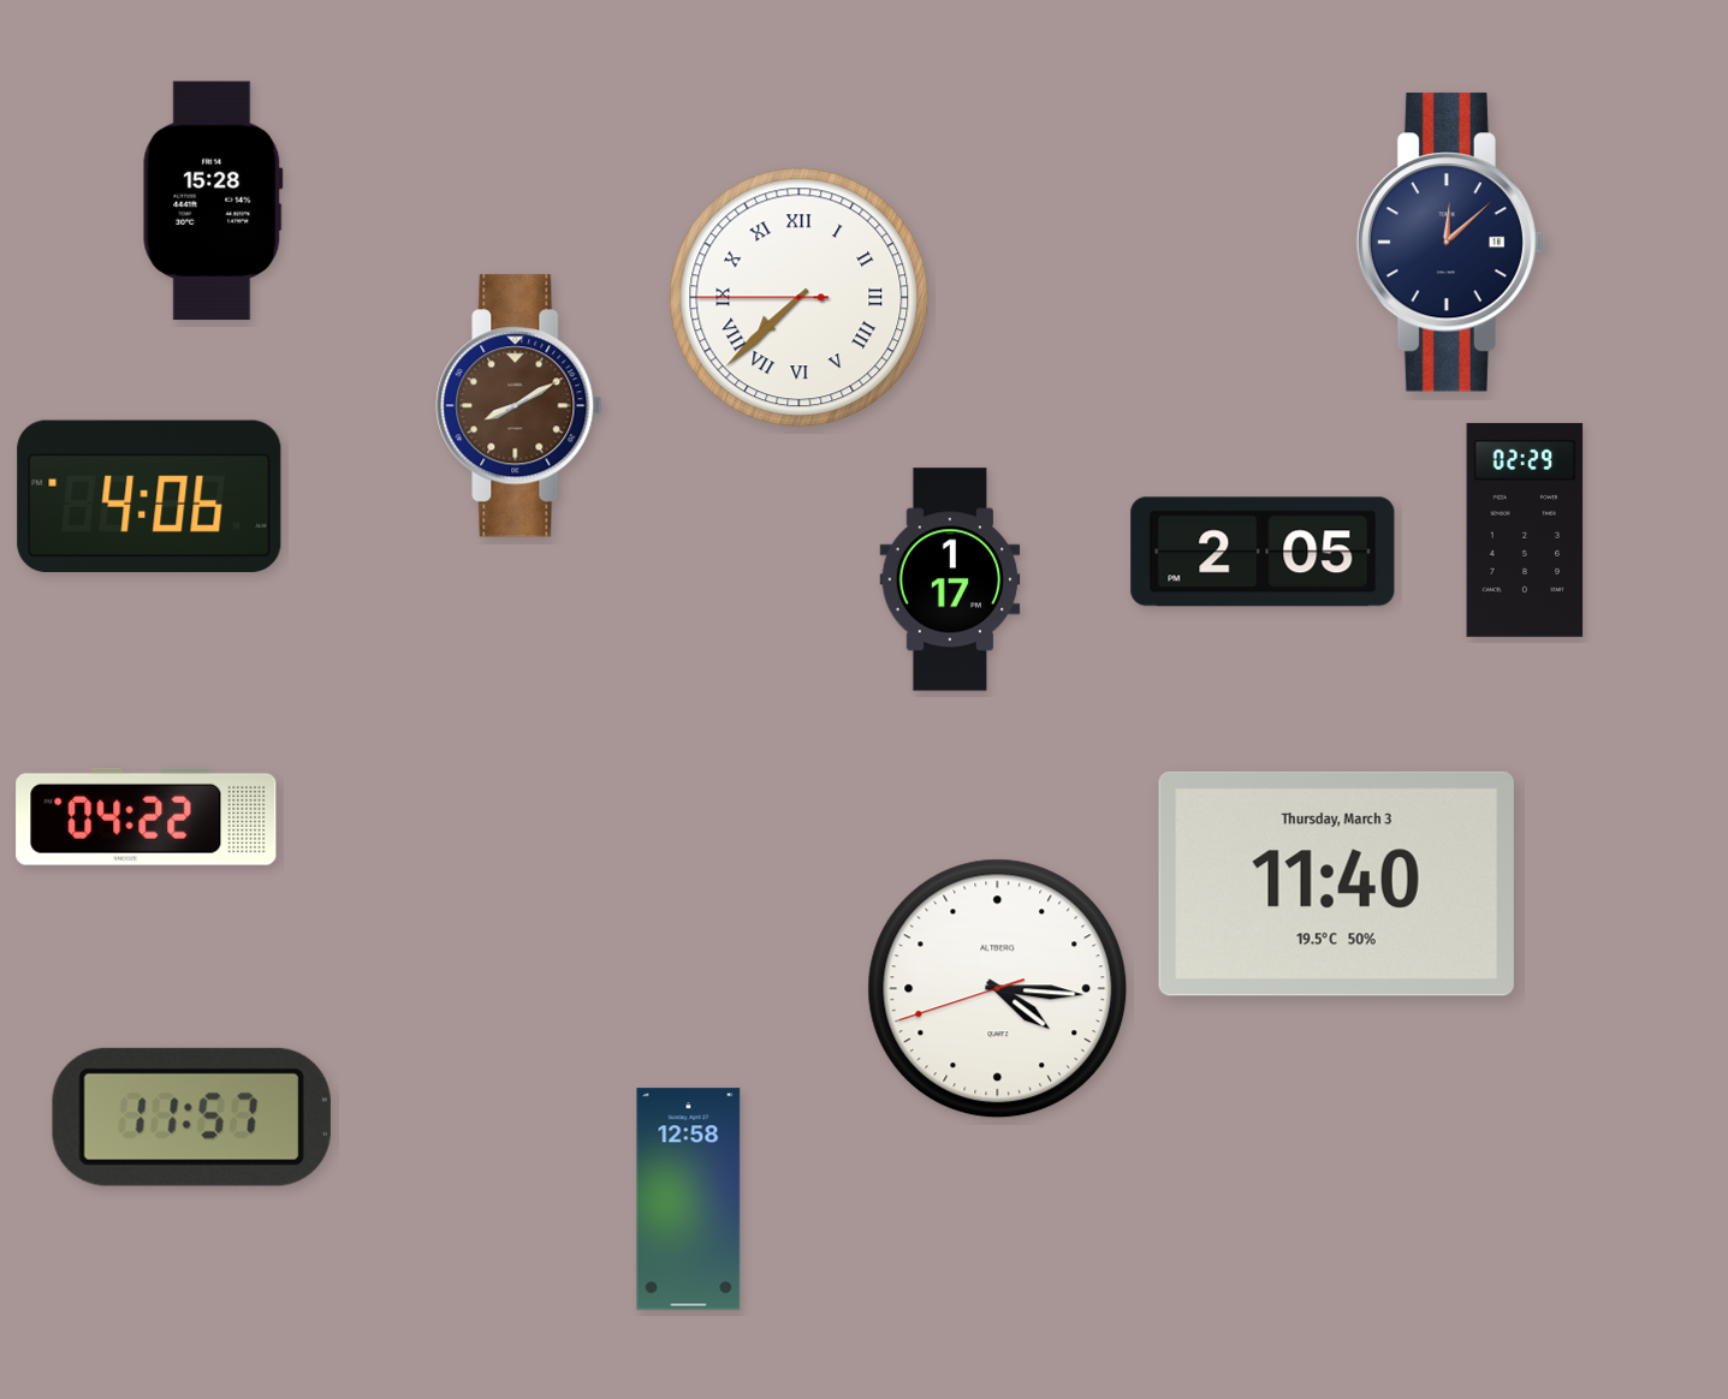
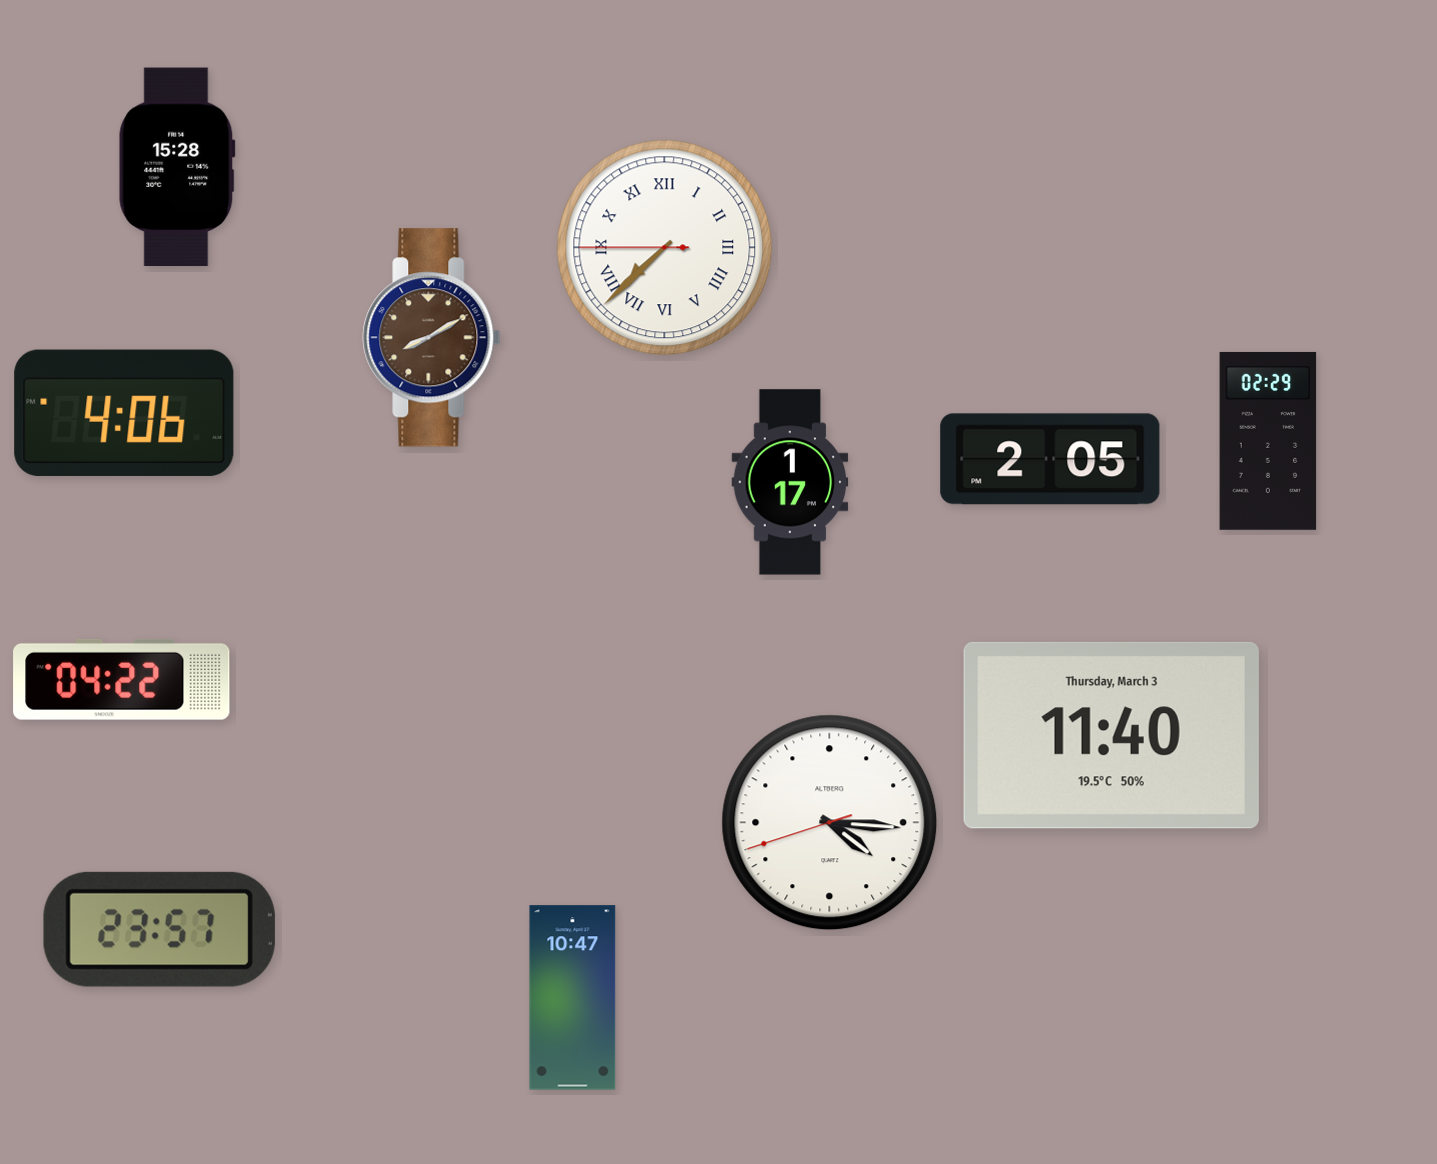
clock at (1450, 243): 12:08 -> none
clock at (191, 1117): 11:57 -> 23:57
clock at (689, 1199): 12:58 -> 10:47
